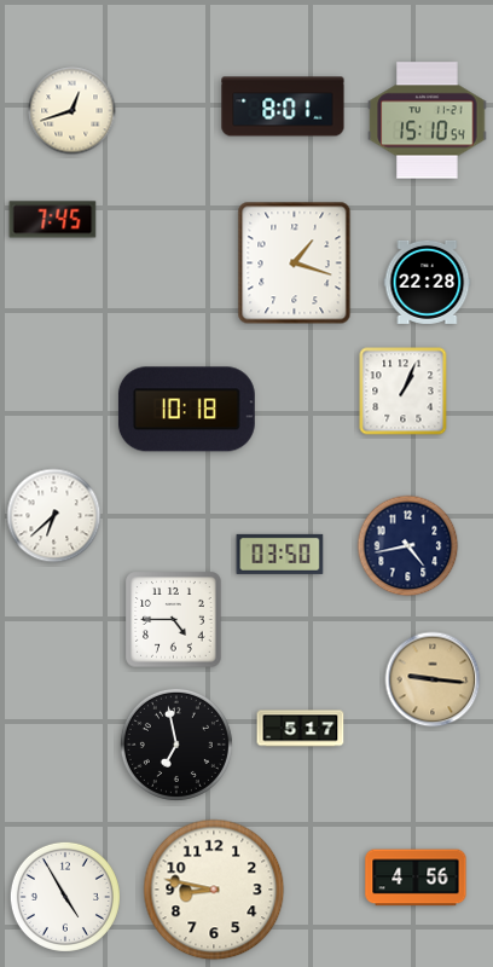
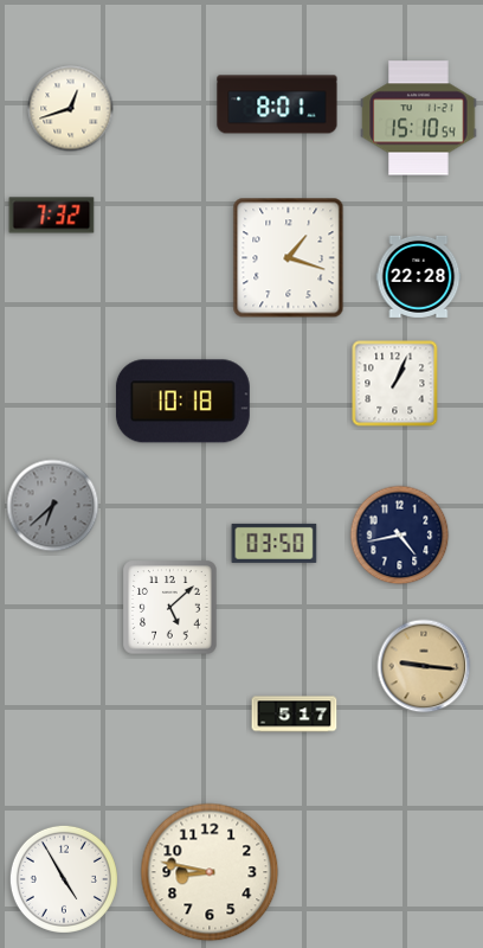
clock at (53, 220): 7:45 -> 7:32
clock at (54, 516) dial: white -> grey
clock at (174, 620): 4:45 -> 5:08
clock at (176, 745): 6:58 -> none
clock at (416, 878): 4:56 -> none
